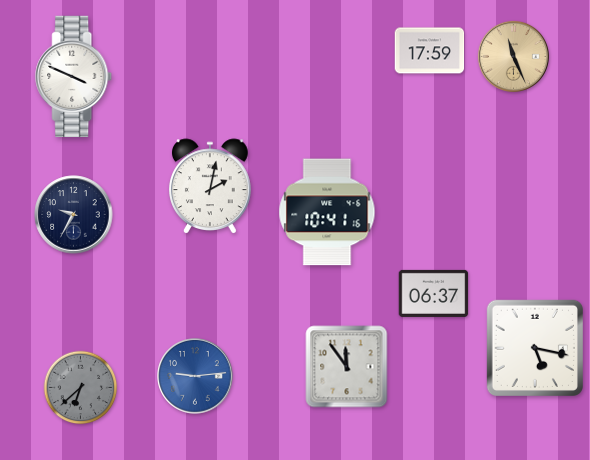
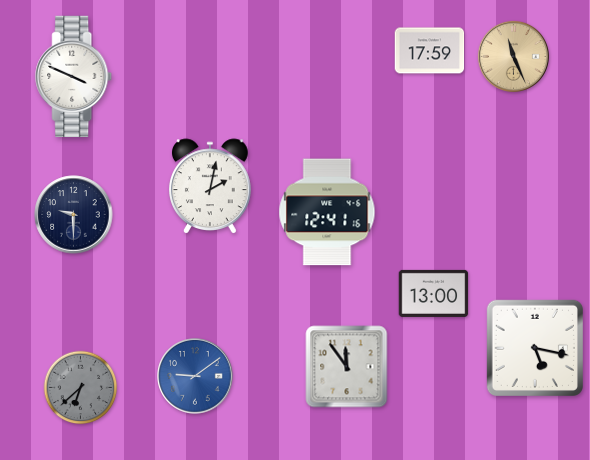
clock at (327, 212): 10:41 -> 12:41
clock at (74, 215): 9:35 -> 9:30
clock at (434, 293): 06:37 -> 13:00
clock at (195, 376): 9:14 -> 9:09
